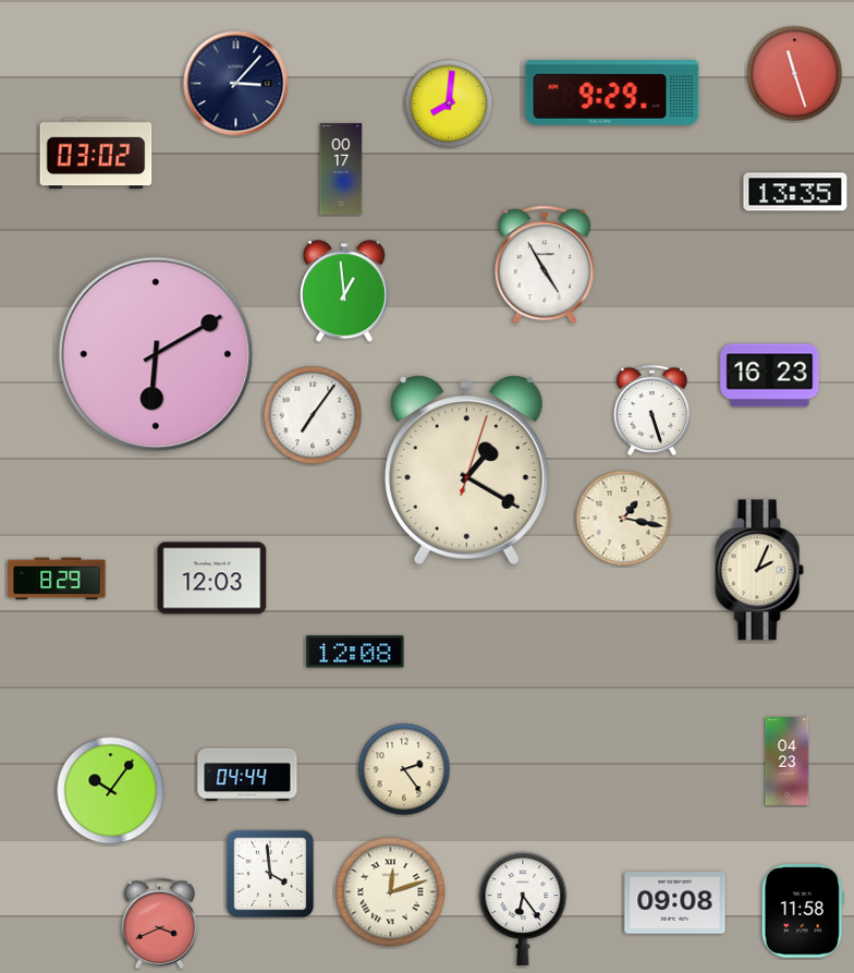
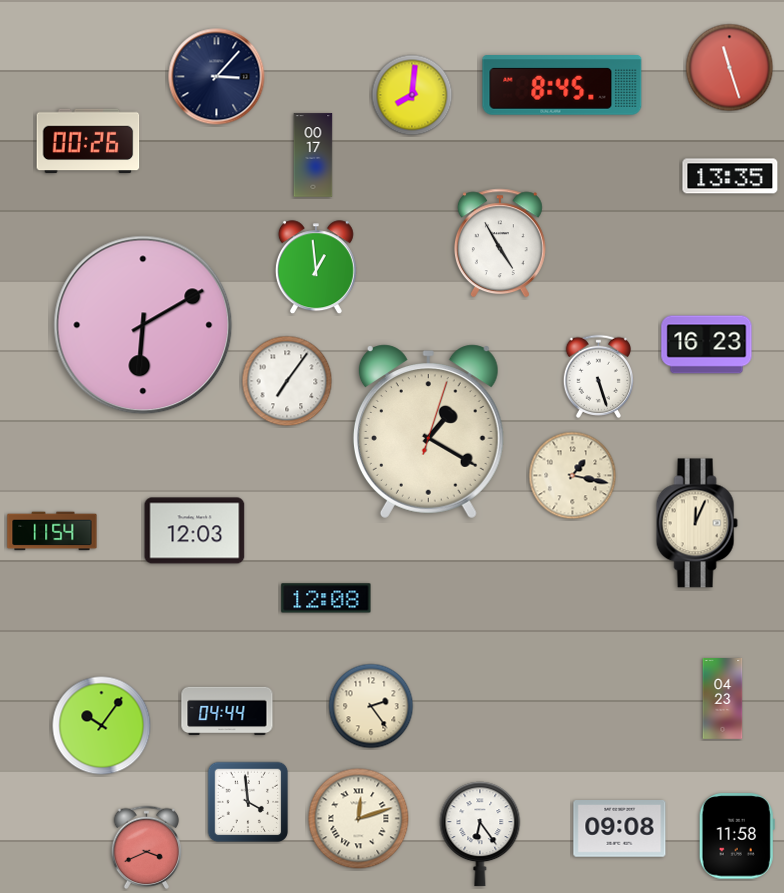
clock at (612, 94): 9:29 -> 8:45
clock at (96, 154): 03:02 -> 00:26
clock at (759, 570): 2:04 -> 12:04
clock at (57, 579): 8:29 -> 11:54
